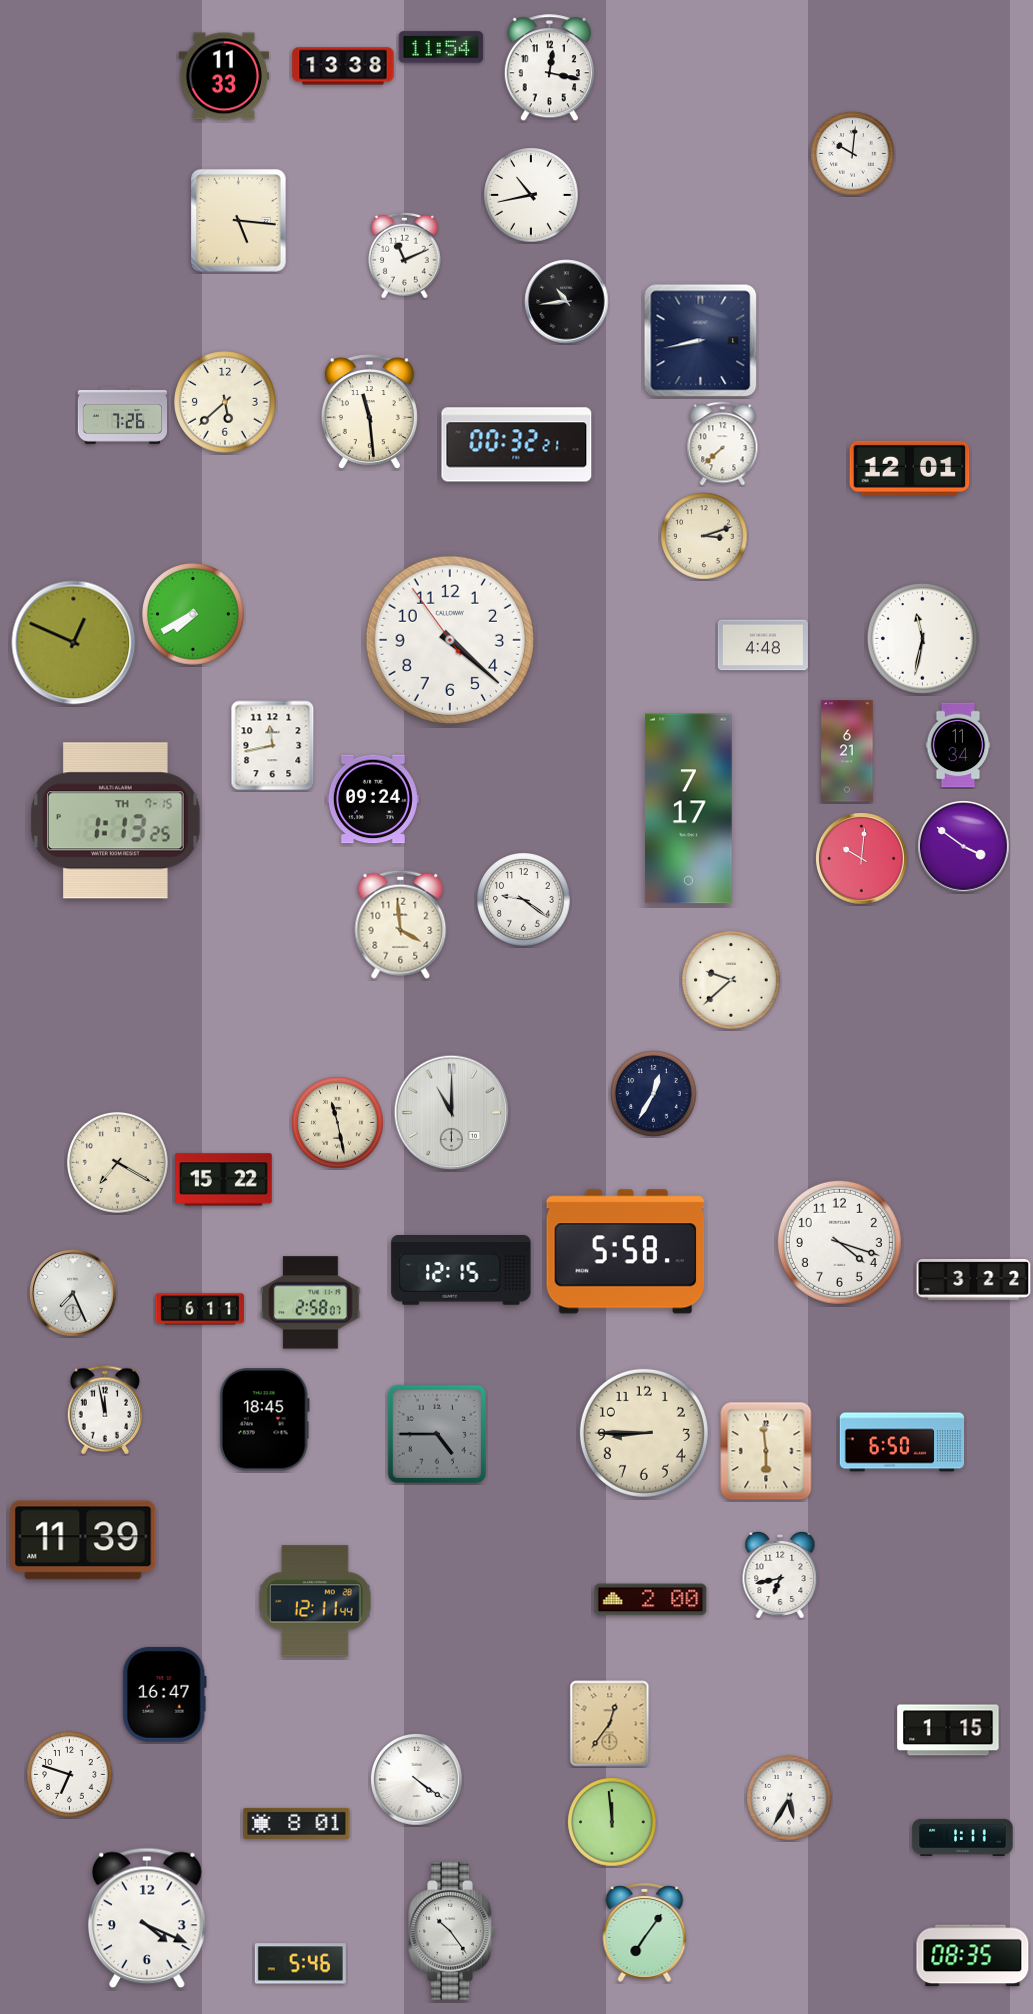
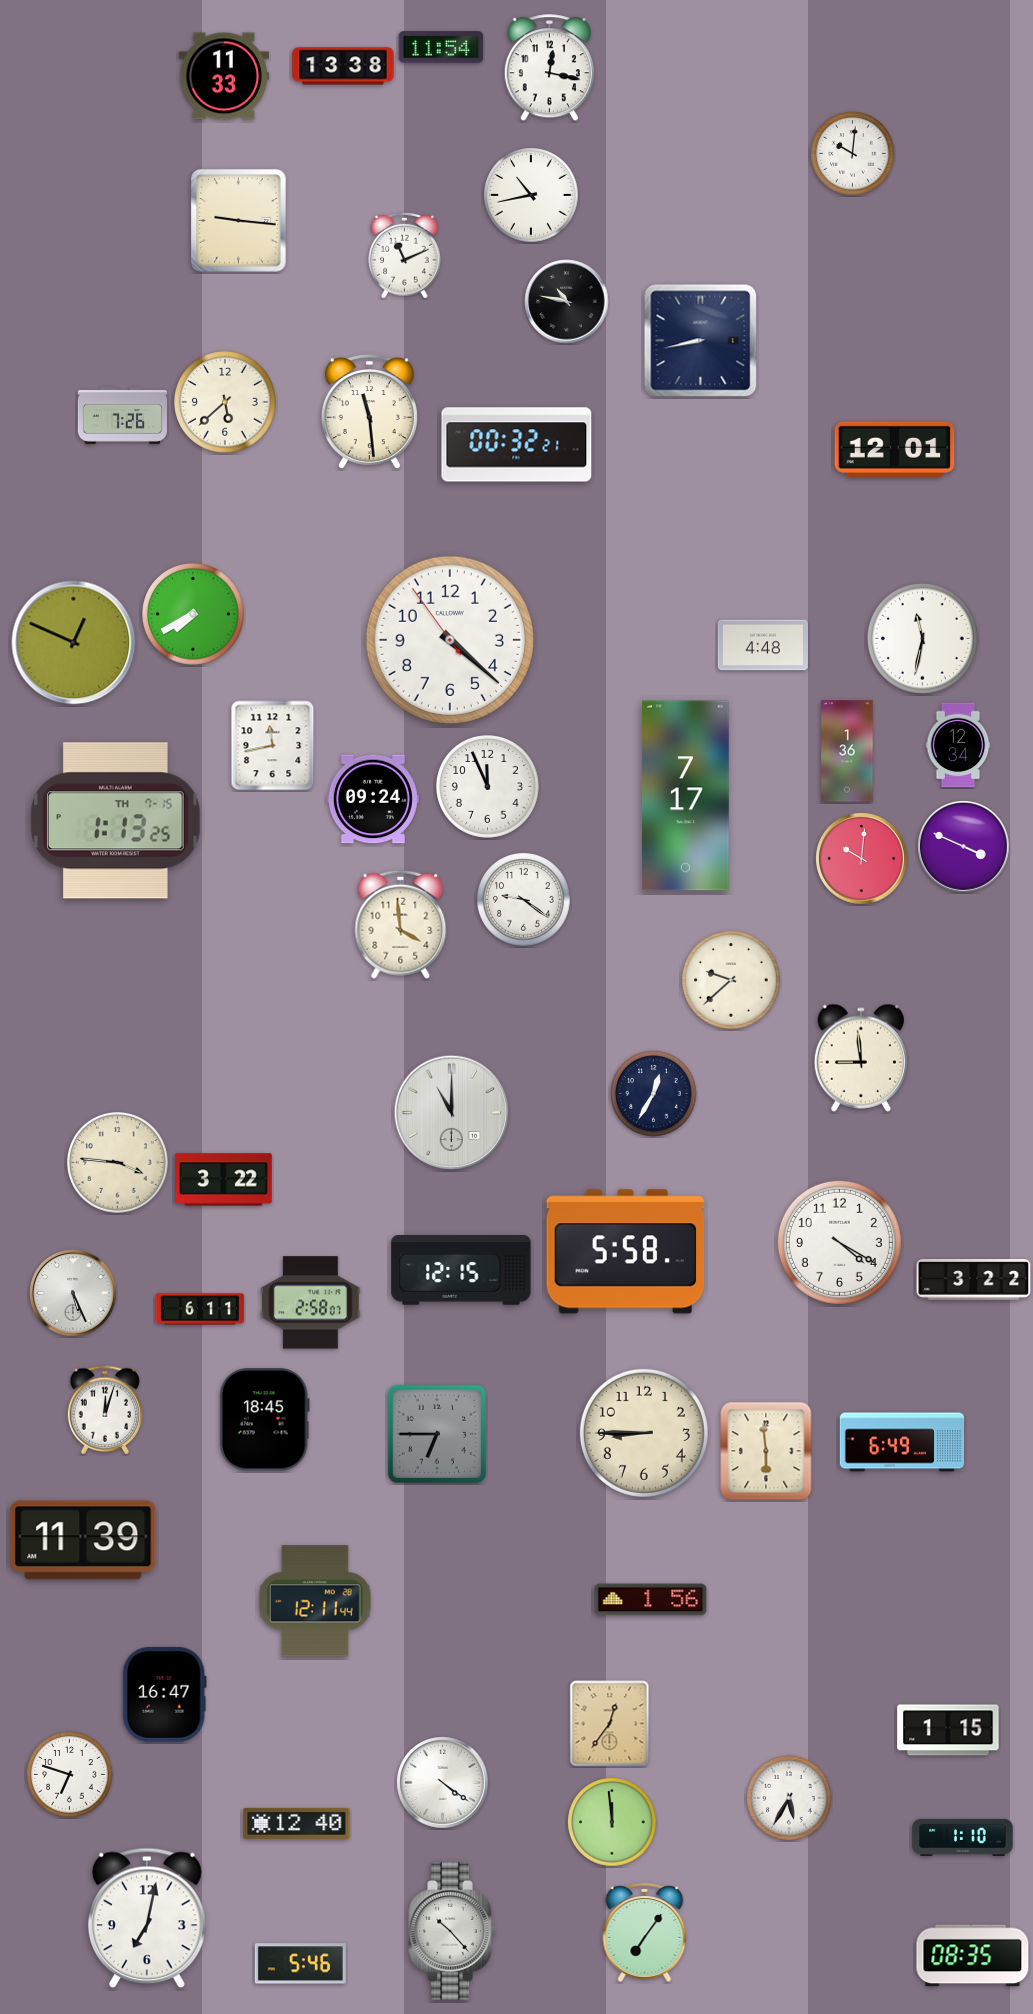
clock at (239, 221): 5:16 -> 9:16
clock at (567, 302): 10:44 -> 10:47
clock at (723, 444): 7:38 -> none
clock at (910, 468) position: (910, 468) -> (895, 449)
clock at (704, 536): 3:12 -> none
clock at (958, 745): 11:34 -> 12:34
clock at (847, 751): 6:21 -> 1:36
clock at (488, 787): none -> 11:56
clock at (689, 809) position: (689, 809) -> (686, 796)
clock at (964, 847): 3:51 -> 3:49
clock at (861, 1058): none -> 8:59
clock at (338, 1123): 11:28 -> none
clock at (118, 1163): 7:20 -> 3:46
clock at (224, 1180): 15:22 -> 3:22
clock at (839, 1242): 4:18 -> 4:20
clock at (73, 1293): 7:26 -> 5:26
clock at (104, 1410): 11:58 -> 12:03
clock at (437, 1434): 4:45 -> 6:45
clock at (902, 1442): 6:50 -> 6:49
clock at (780, 1575): 6:43 -> none
clock at (651, 1600): 2:00 -> 1:56
clock at (417, 1780) position: (417, 1780) -> (443, 1783)
clock at (297, 1823): 8:01 -> 12:40
clock at (963, 1837): 1:11 -> 1:10
clock at (147, 1918): 4:19 -> 7:02
clock at (452, 1931): 10:24 -> 10:23
